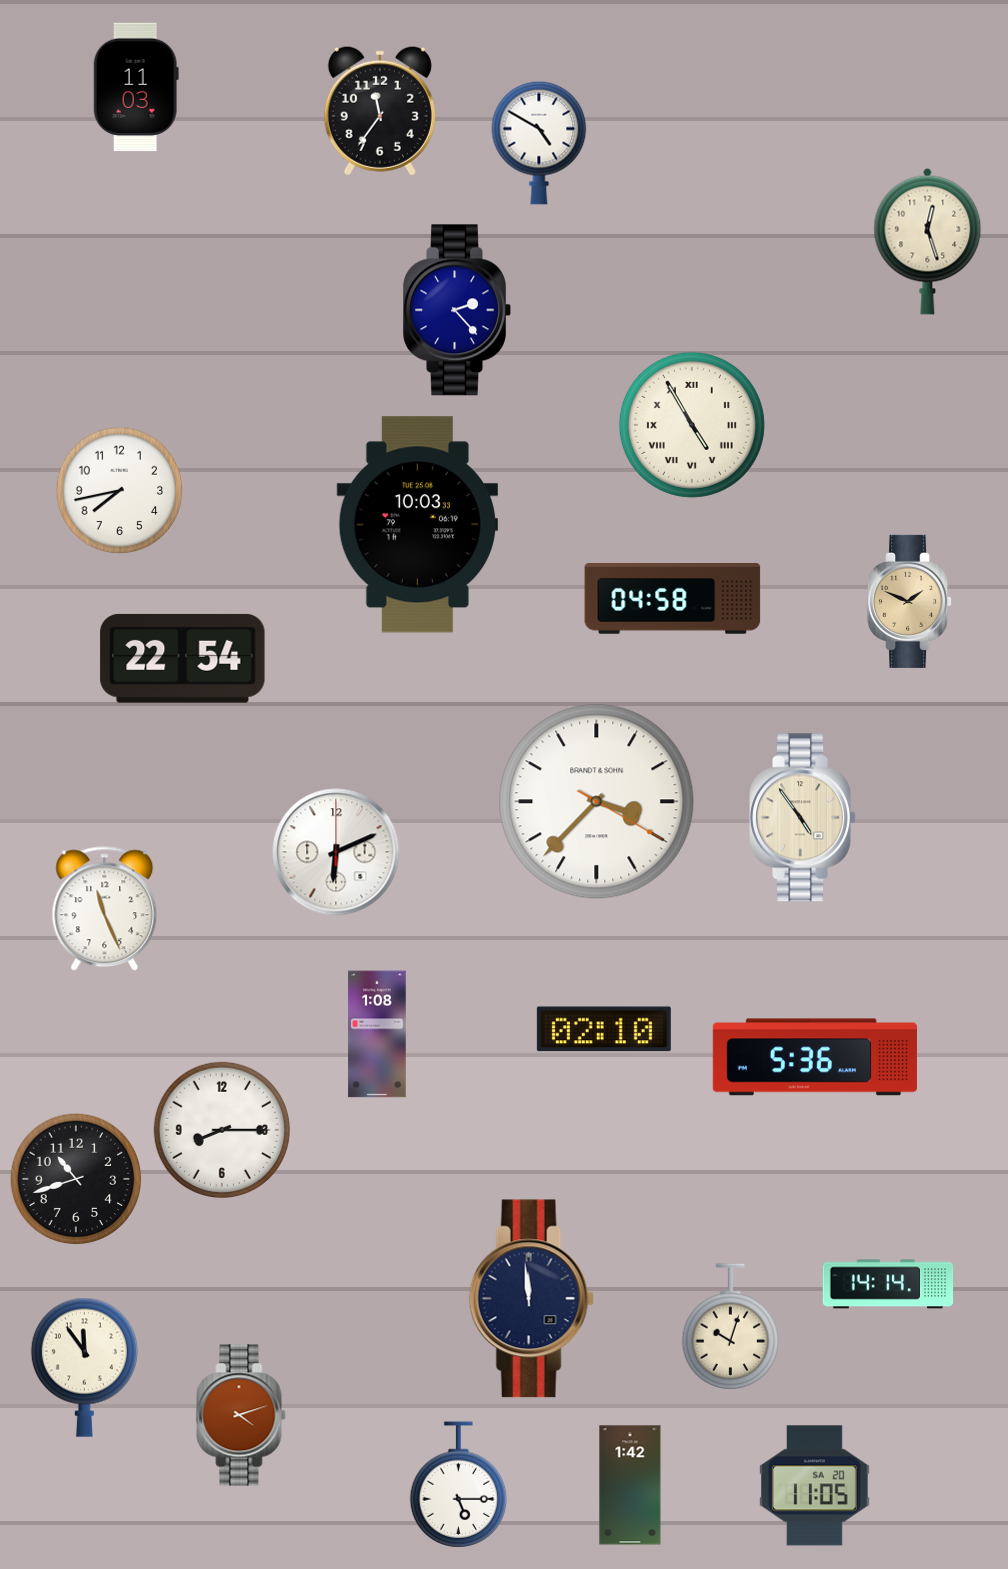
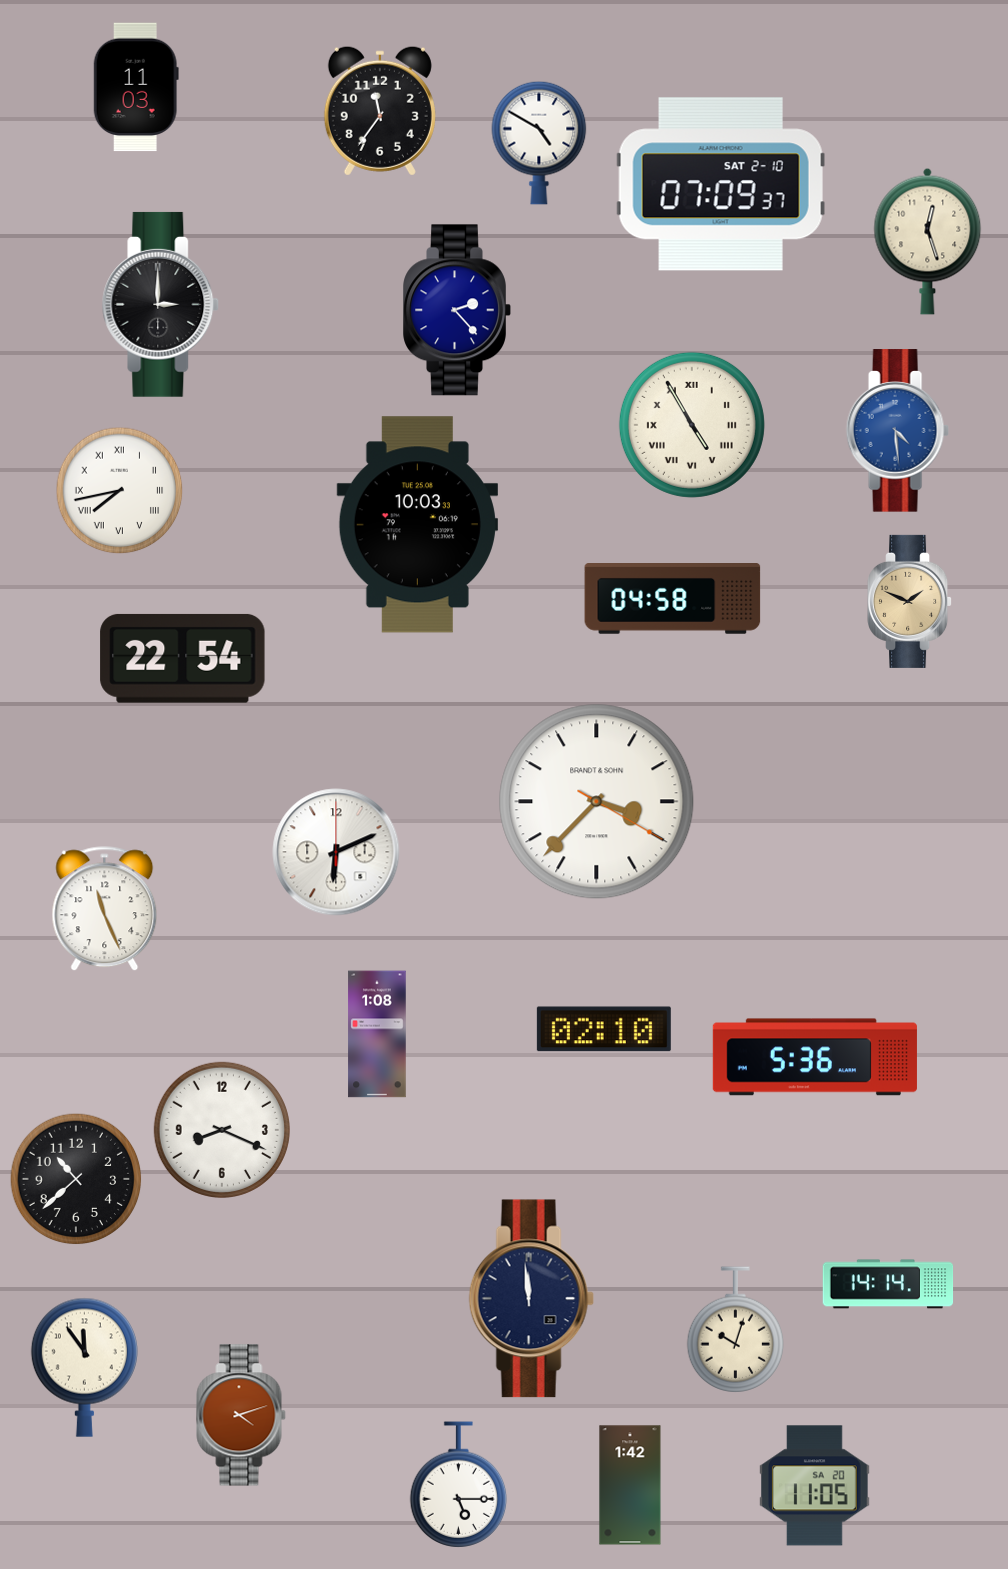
clock at (721, 184): none -> 07:09
clock at (161, 304): none -> 3:00
clock at (897, 431): none -> 4:29
clock at (120, 491) numerals: Arabic -> Roman
clock at (804, 818): 4:54 -> none
clock at (222, 1130): 8:15 -> 8:19
clock at (76, 1179): 10:42 -> 10:38
clock at (731, 1326) position: (731, 1326) -> (736, 1329)
